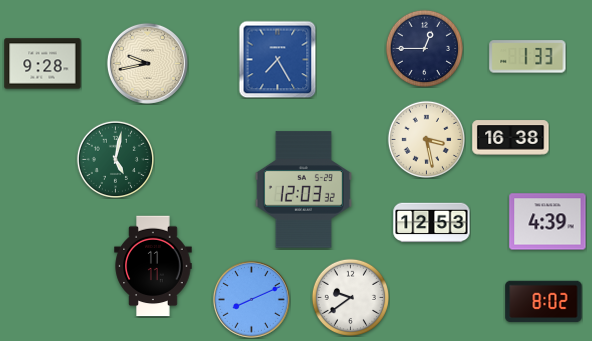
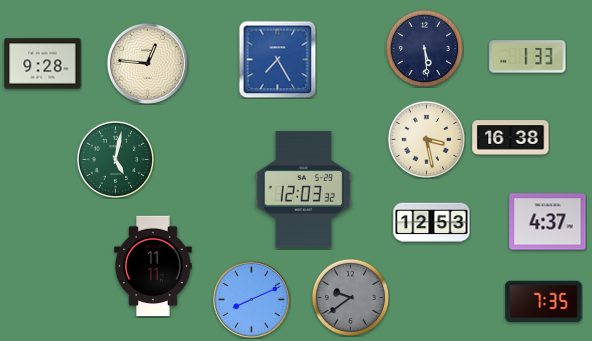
clock at (424, 48): 12:45 -> 5:29
clock at (147, 63): 9:43 -> 12:46
clock at (548, 222): 4:39 -> 4:37
clock at (350, 297) dial: white -> grey
clock at (544, 302): 8:02 -> 7:35
